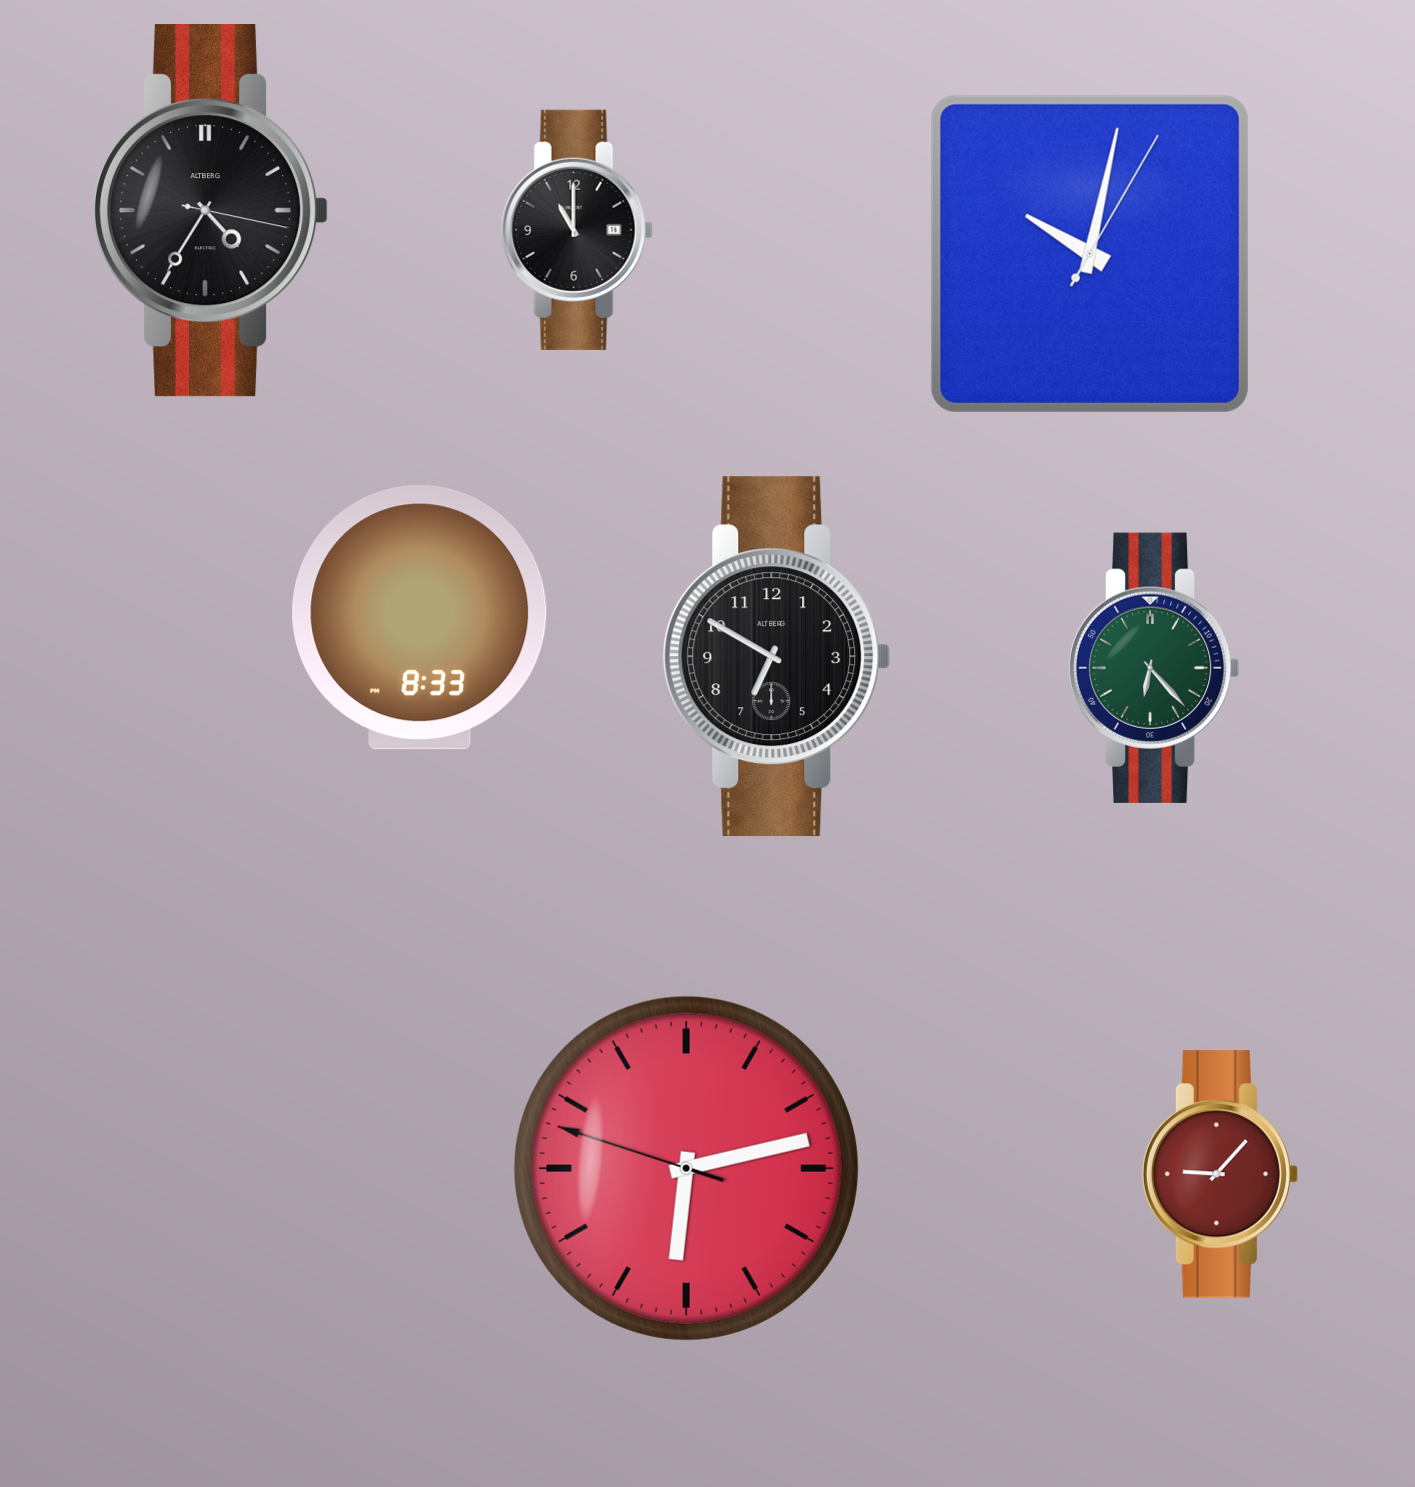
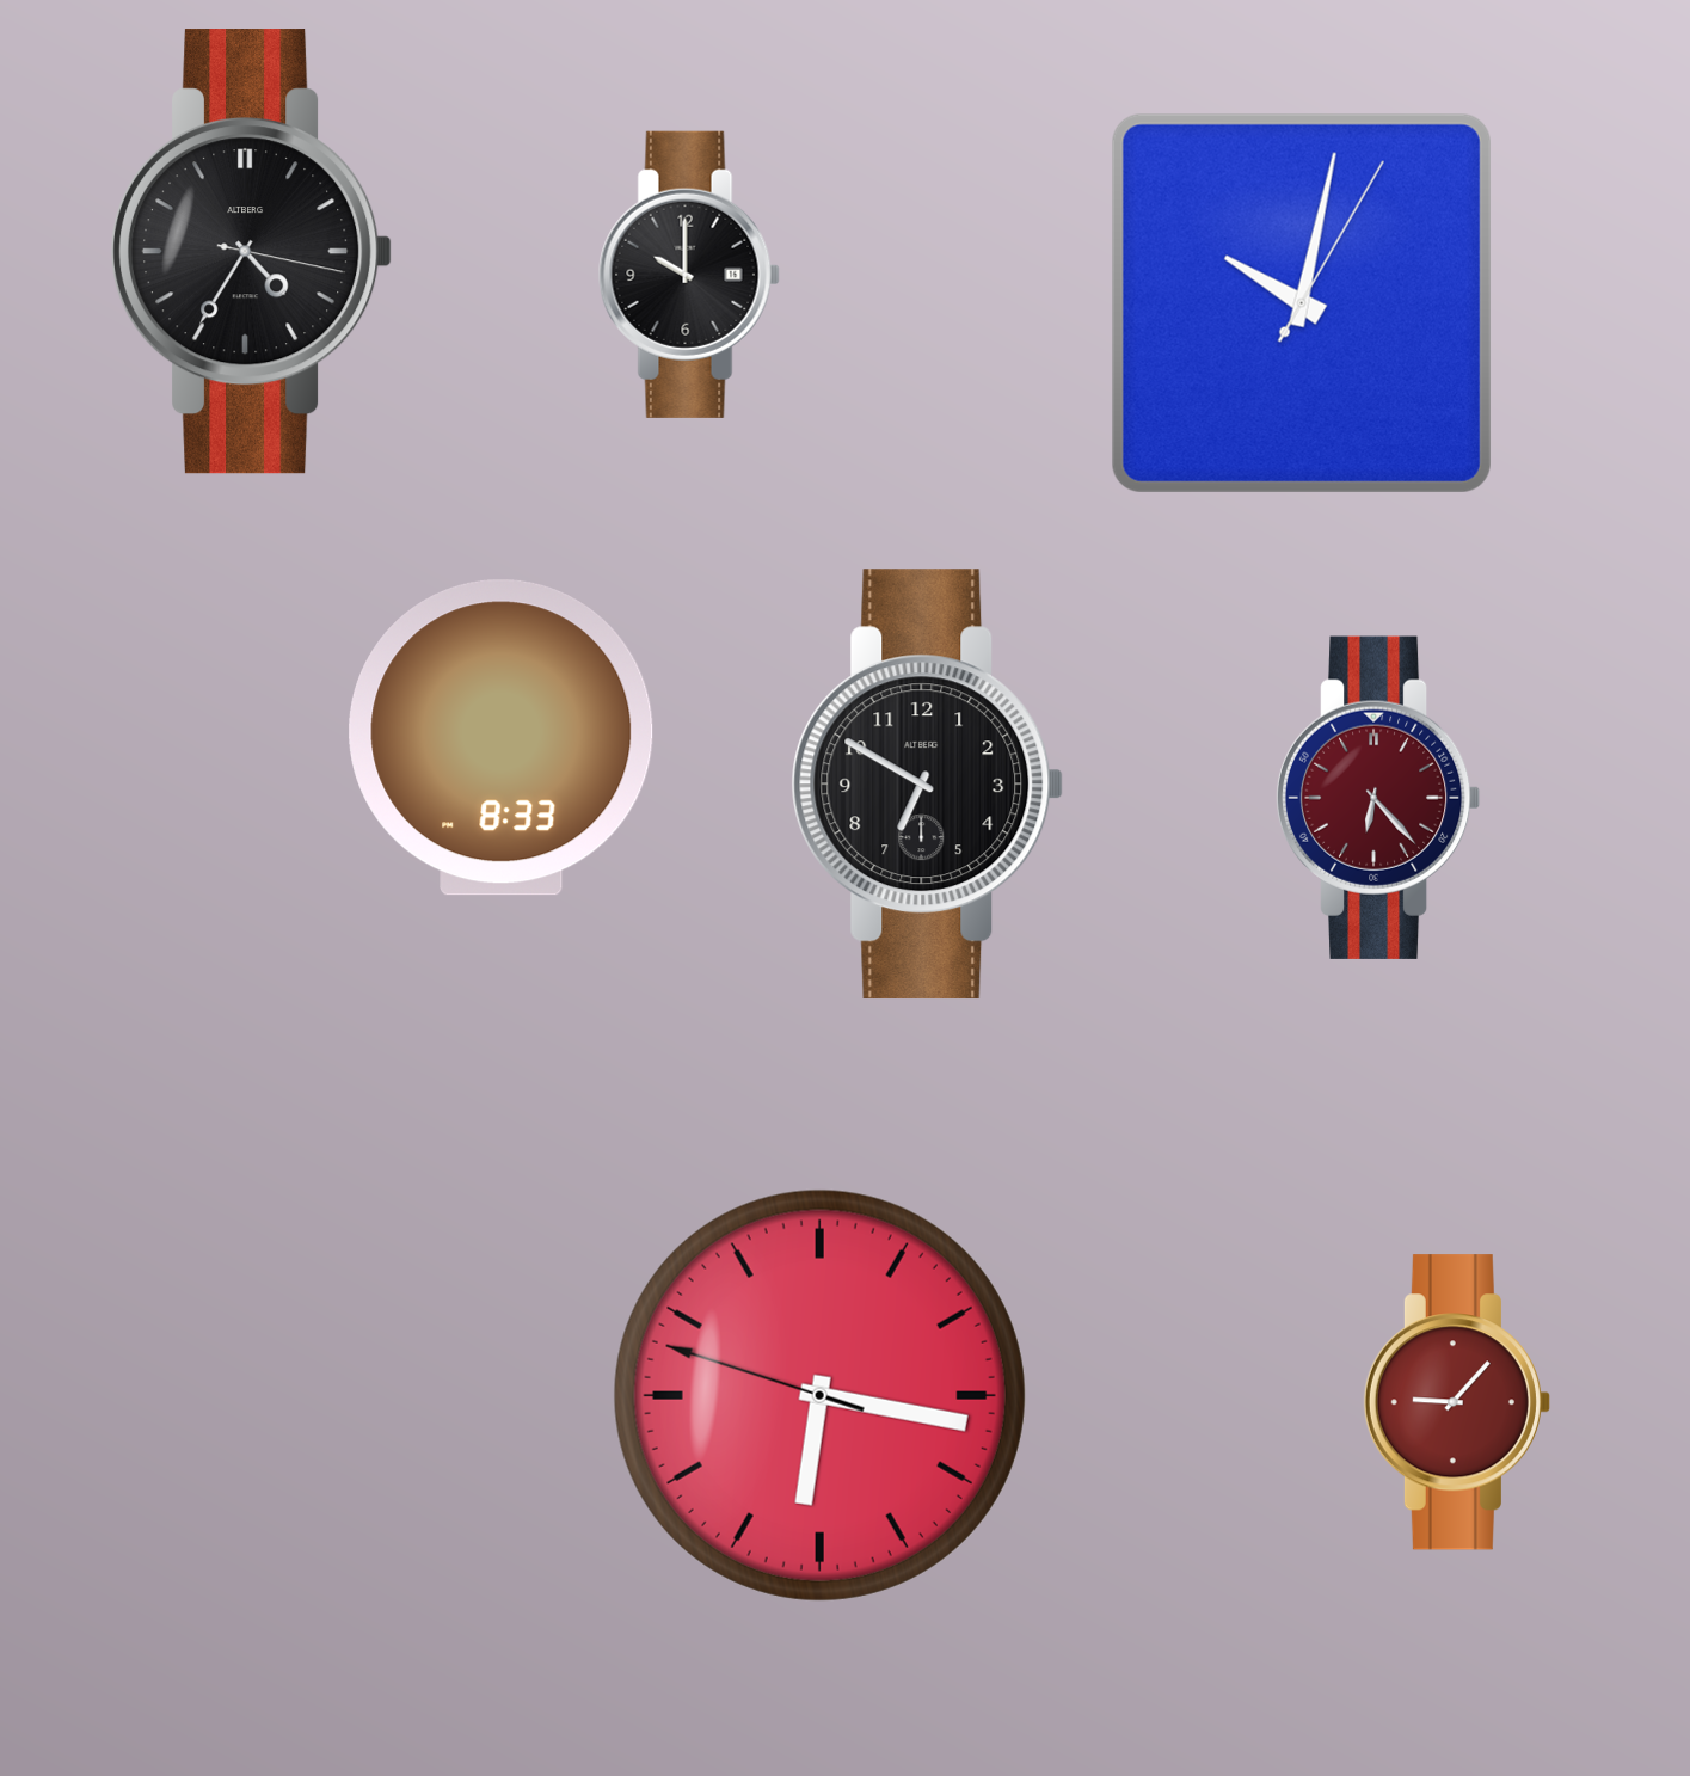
clock at (577, 230): 11:00 -> 10:00
clock at (1154, 668) dial: green -> burgundy
clock at (686, 1168): 6:12 -> 6:16
